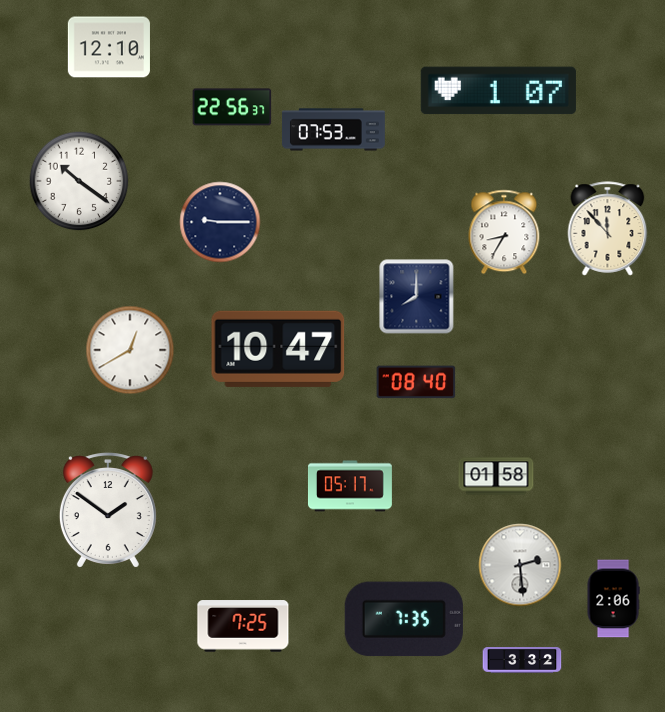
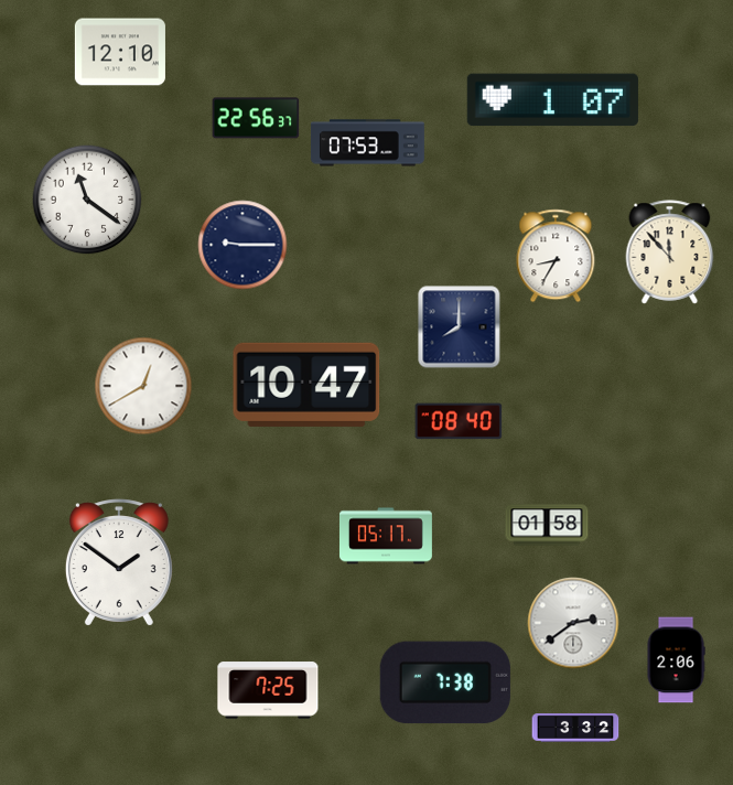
clock at (498, 91) position: (498, 91) -> (552, 100)
clock at (79, 181): 10:21 -> 11:21
clock at (520, 565): 2:29 -> 2:39
clock at (404, 619): 7:35 -> 7:38
